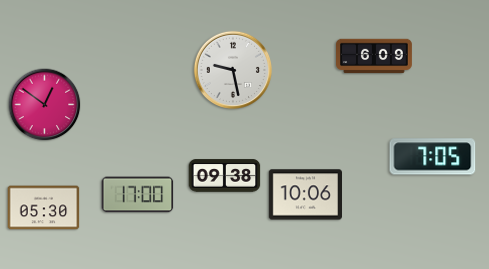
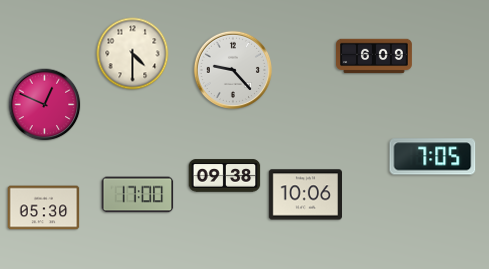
clock at (133, 54): none -> 4:30
clock at (233, 70): 9:28 -> 9:23
clock at (45, 105): 12:51 -> 12:49
